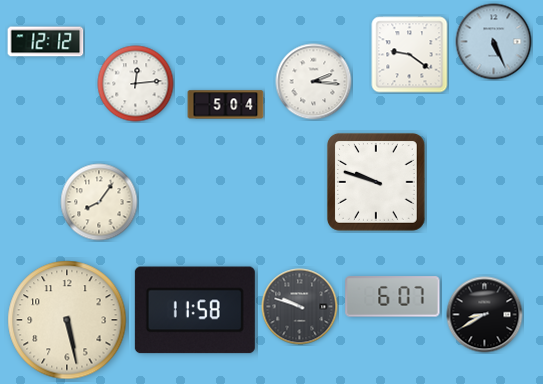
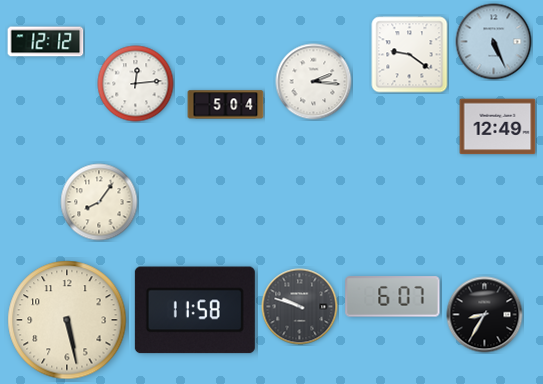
clock at (498, 127): none -> 12:49
clock at (376, 182): 9:48 -> none
clock at (485, 315): 8:40 -> 8:35
